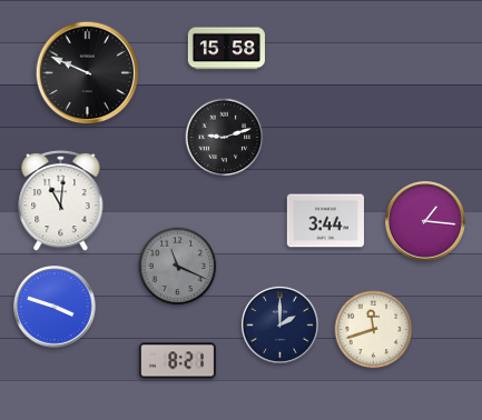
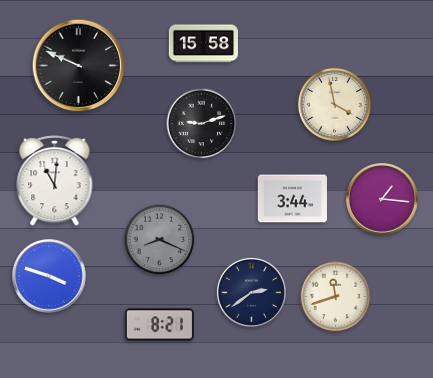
clock at (334, 104): none -> 3:58
clock at (178, 267): 11:19 -> 8:19
clock at (279, 324): 2:00 -> 2:39
